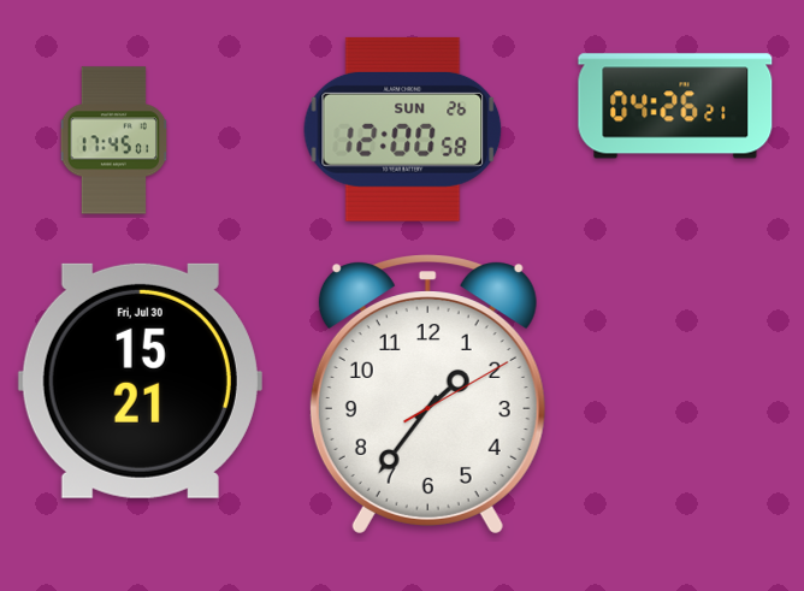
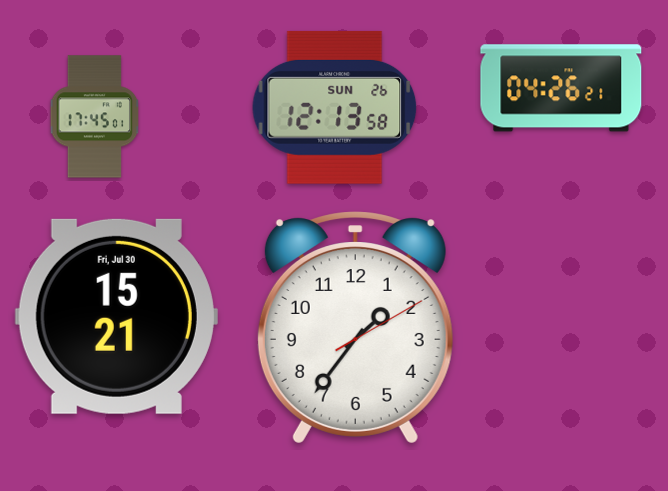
clock at (403, 129): 12:00 -> 12:13
